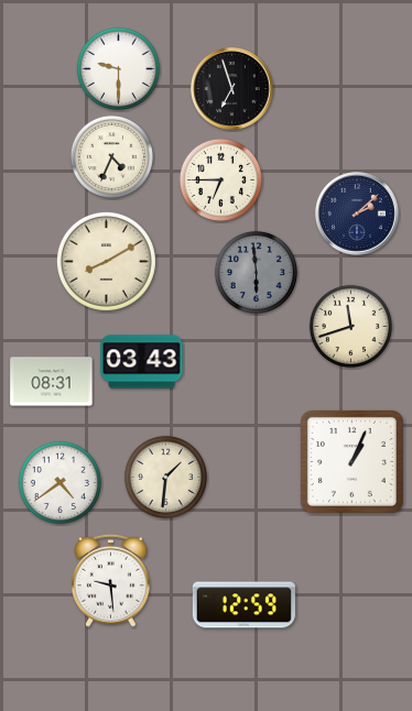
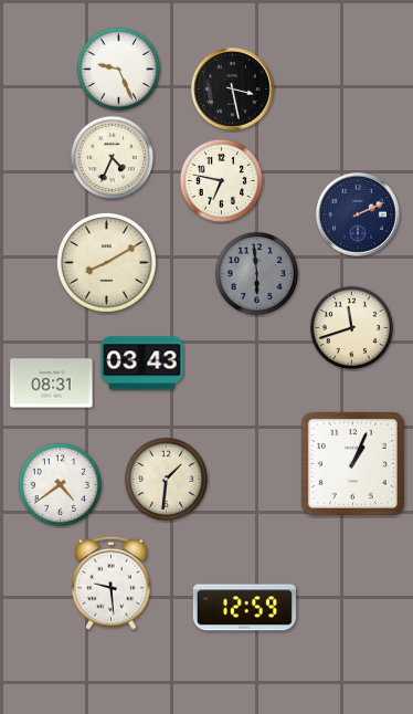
clock at (118, 68): 9:30 -> 9:26
clock at (232, 89): 6:57 -> 3:28
clock at (220, 179): 6:45 -> 6:47
clock at (358, 215): 2:08 -> 2:11
